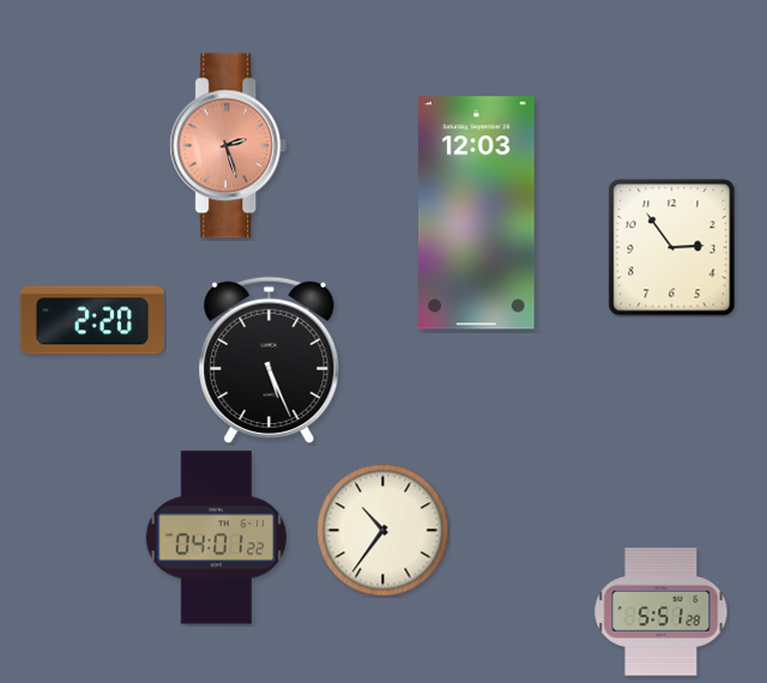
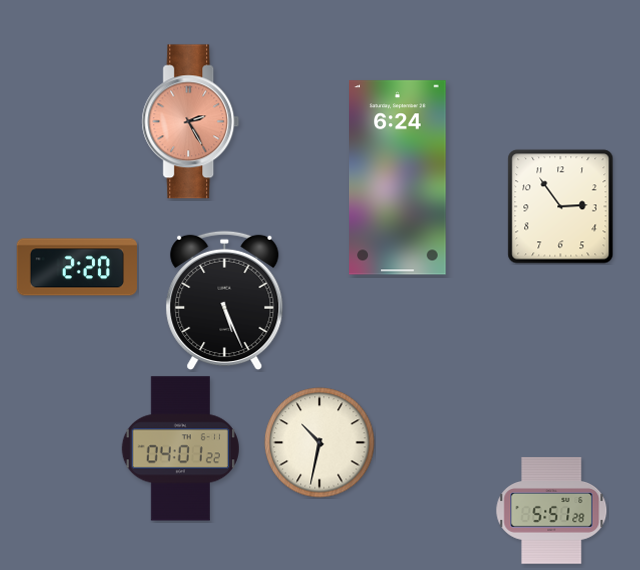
clock at (229, 146): 2:27 -> 2:25
clock at (477, 213): 12:03 -> 6:24
clock at (383, 531): 10:36 -> 10:32
